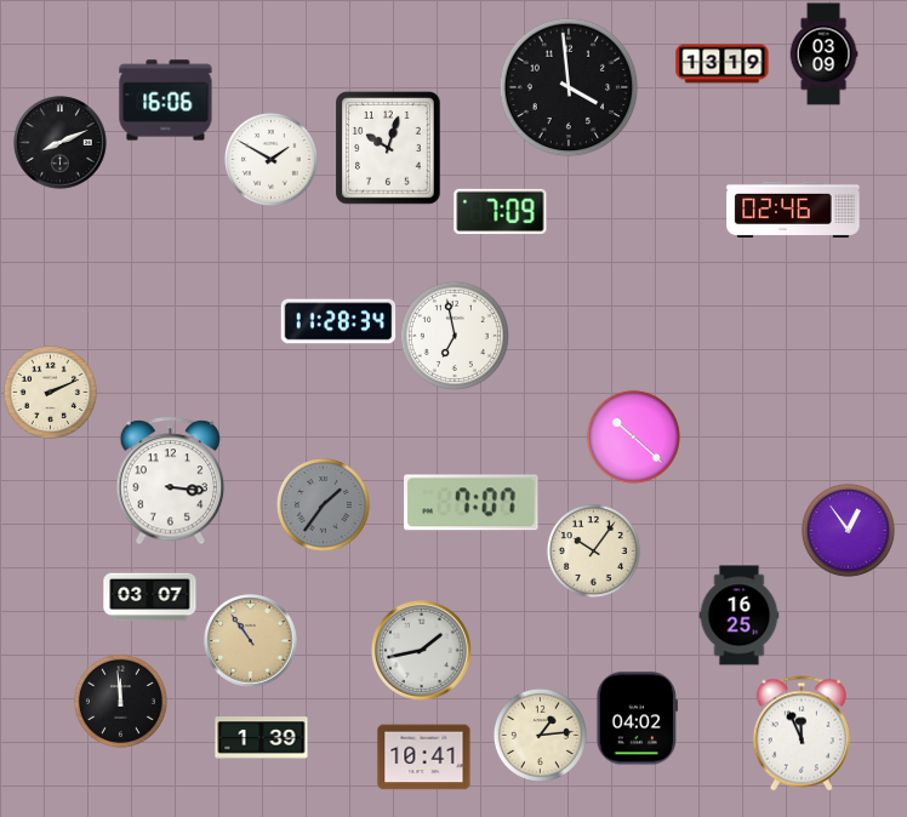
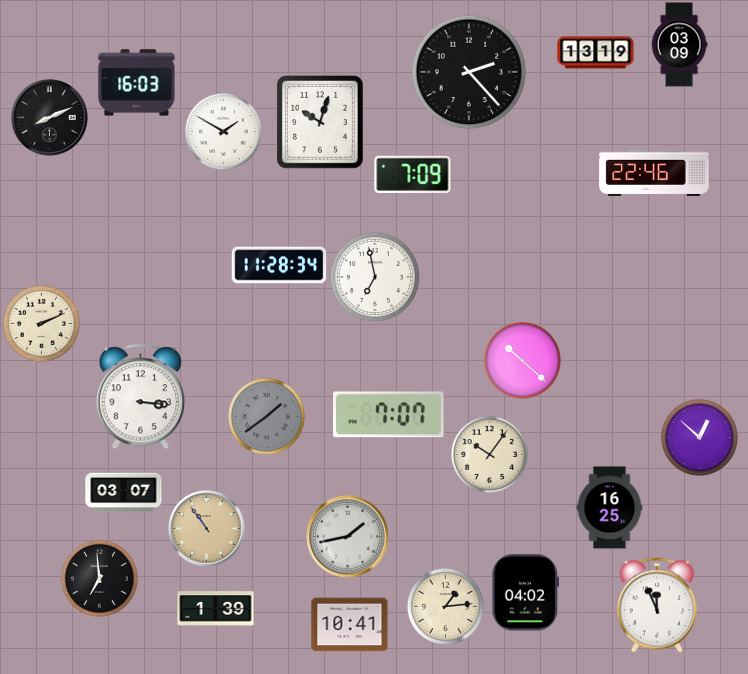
clock at (569, 87): 3:59 -> 2:23
clock at (166, 101): 16:06 -> 16:03
clock at (793, 210): 02:46 -> 22:46
clock at (323, 504): 1:36 -> 1:39
clock at (848, 530): 12:54 -> 12:52
clock at (120, 701): 11:59 -> 6:59
clock at (802, 733) position: (802, 733) -> (657, 605)
